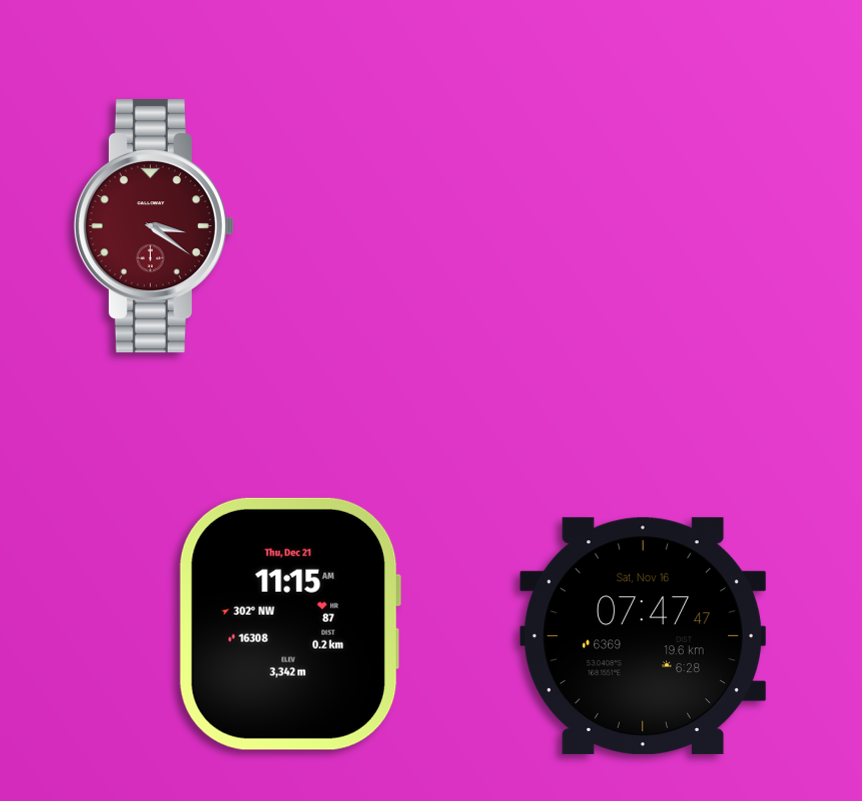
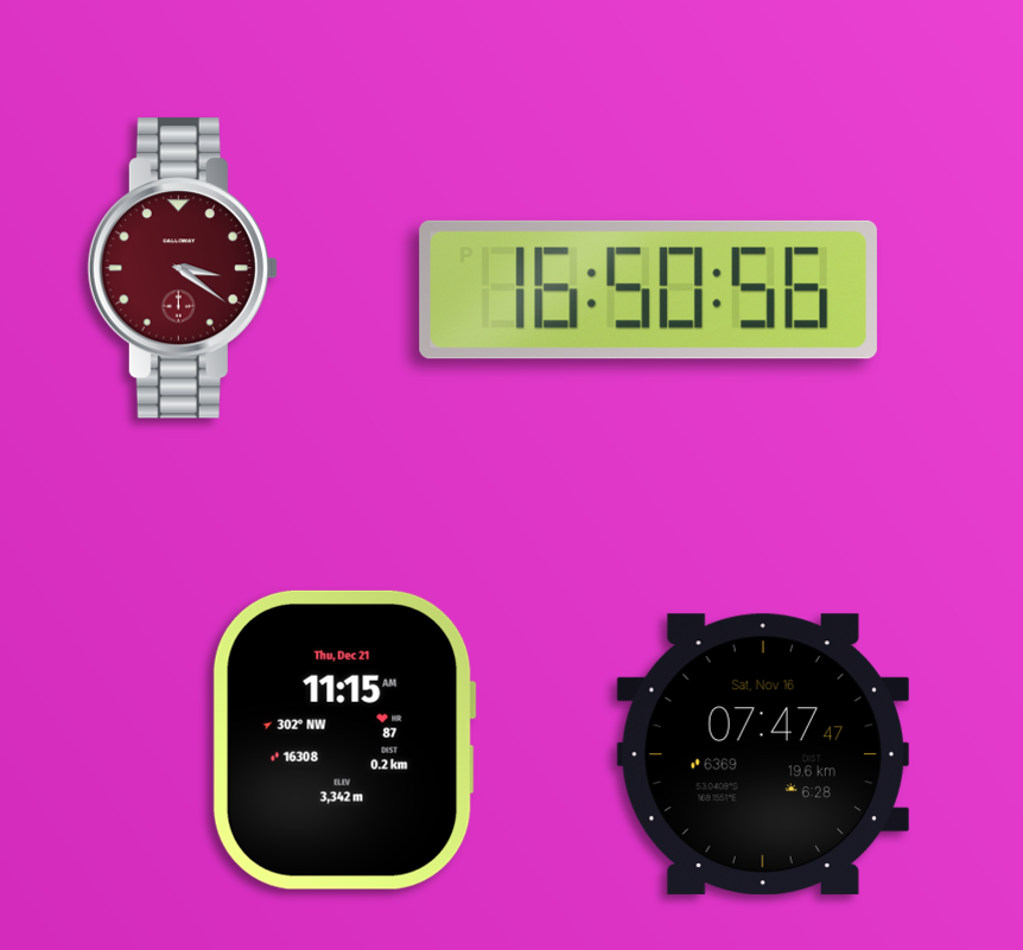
clock at (648, 289): none -> 16:50
